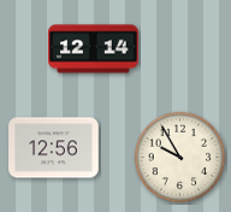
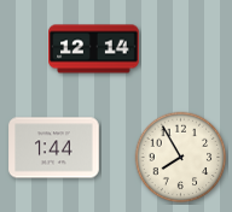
clock at (54, 148): 12:56 -> 1:44
clock at (180, 158): 9:55 -> 7:55
